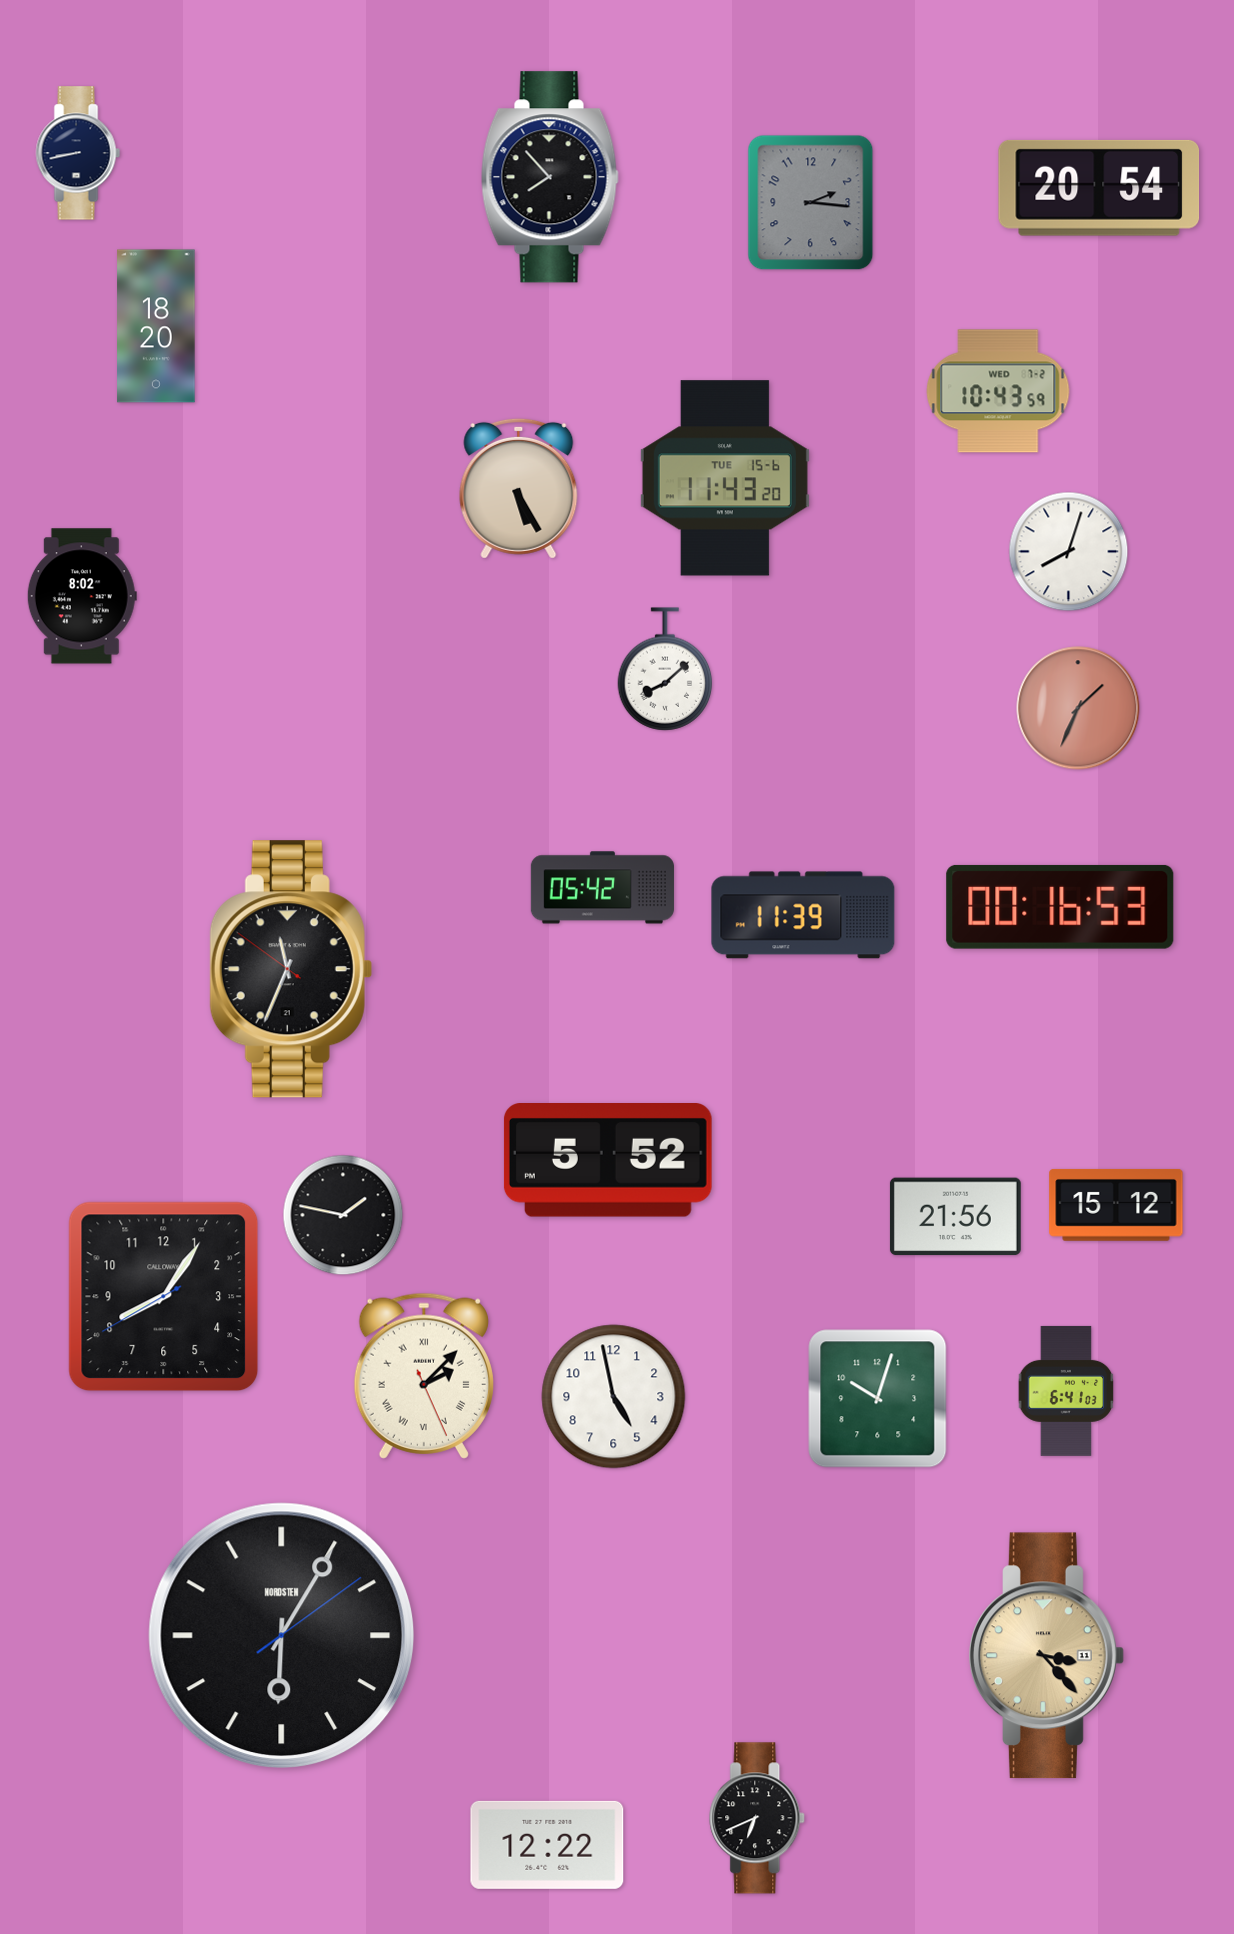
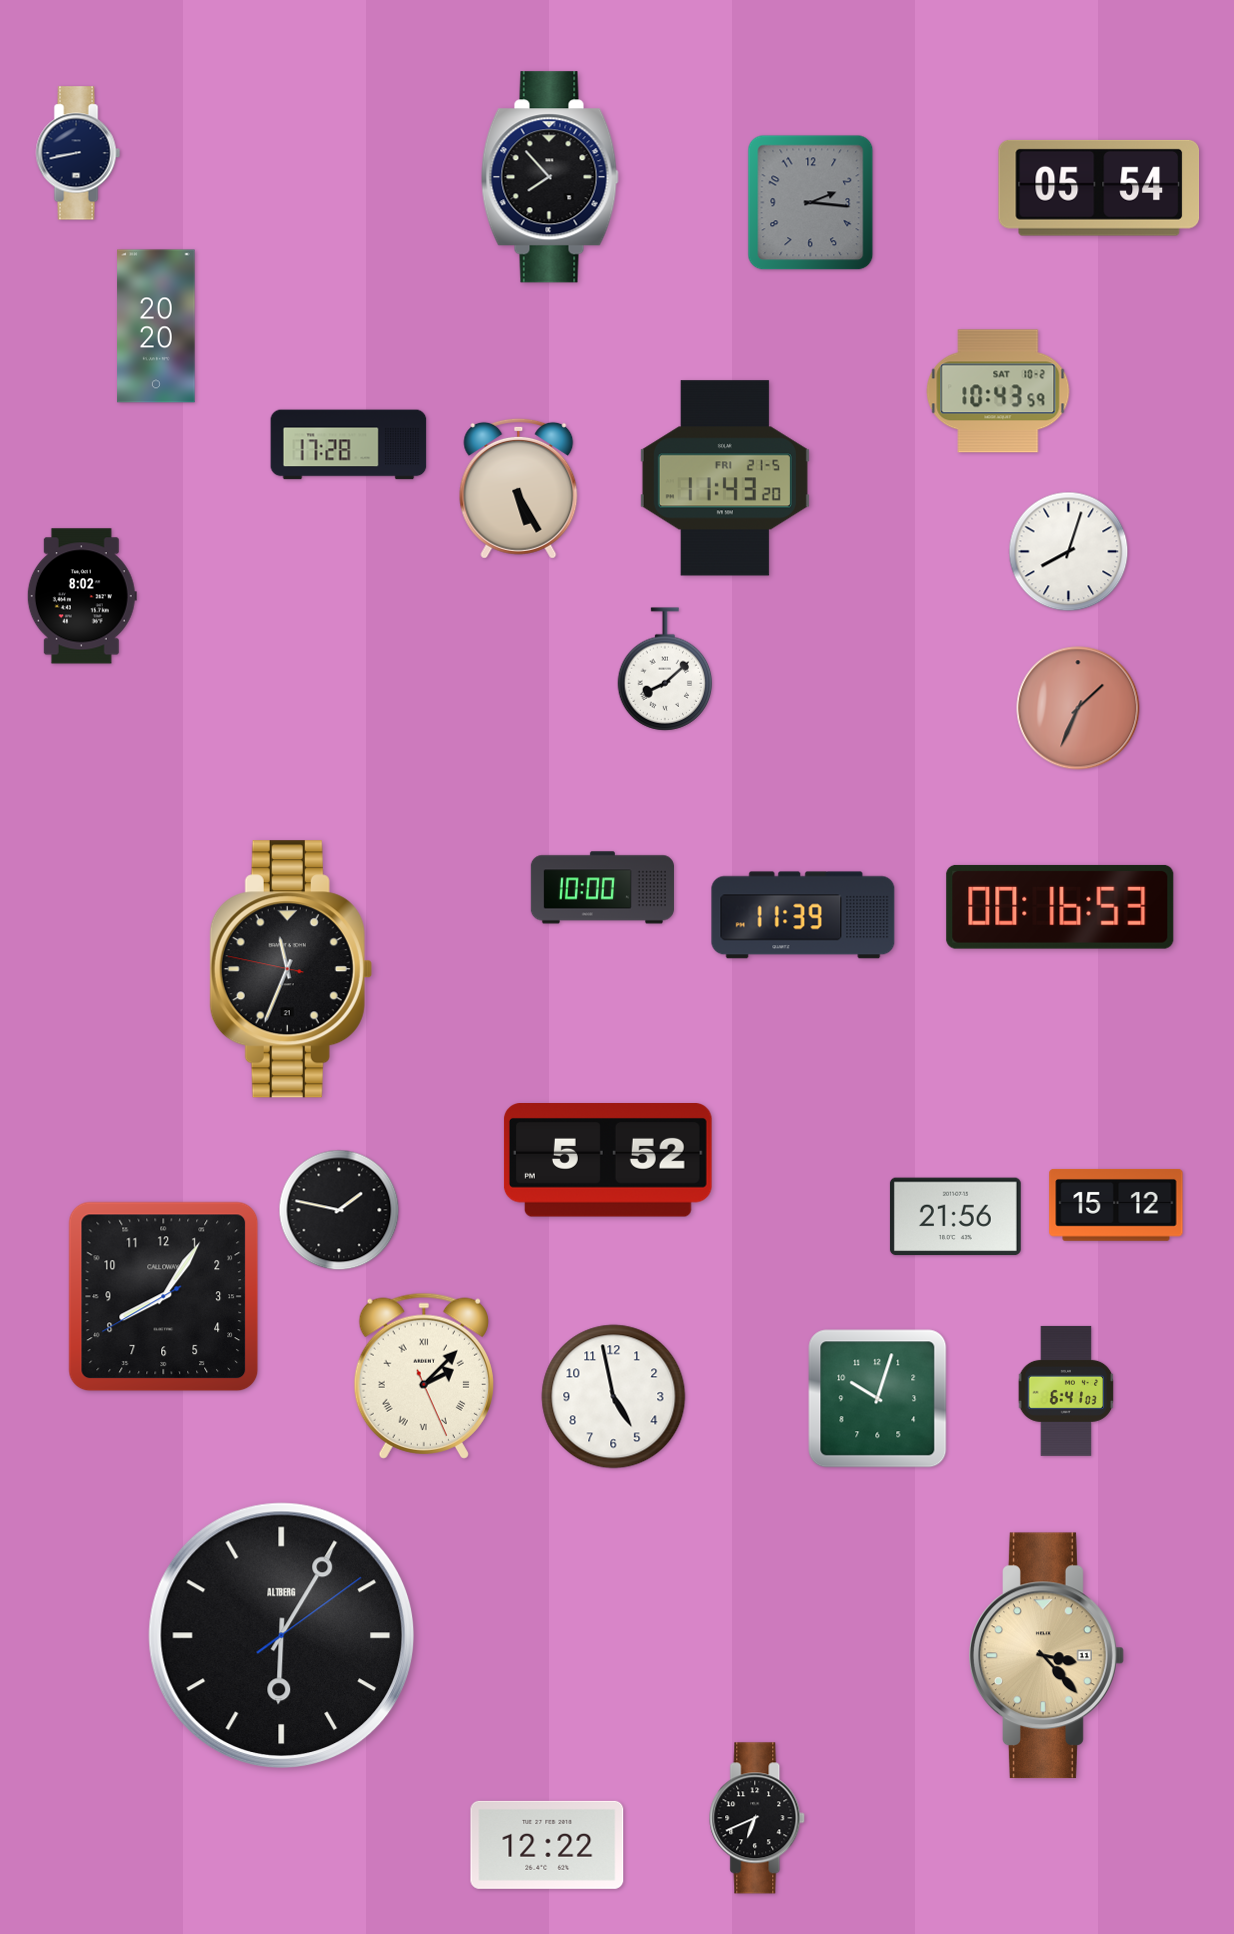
clock at (1099, 188): 20:54 -> 05:54
clock at (156, 326): 18:20 -> 20:20
clock at (998, 391) date: WED 7-2 -> SAT 10-2
clock at (349, 445): none -> 17:28
clock at (725, 478) date: TUE 15-6 -> FRI 21-5
clock at (602, 888): 05:42 -> 10:00
clock at (291, 969): 11:33:51 -> 11:33:47
clock at (343, 1215) position: (343, 1215) -> (339, 1210)
clock at (281, 1635) brand: NORDSTEN -> ALTBERG
